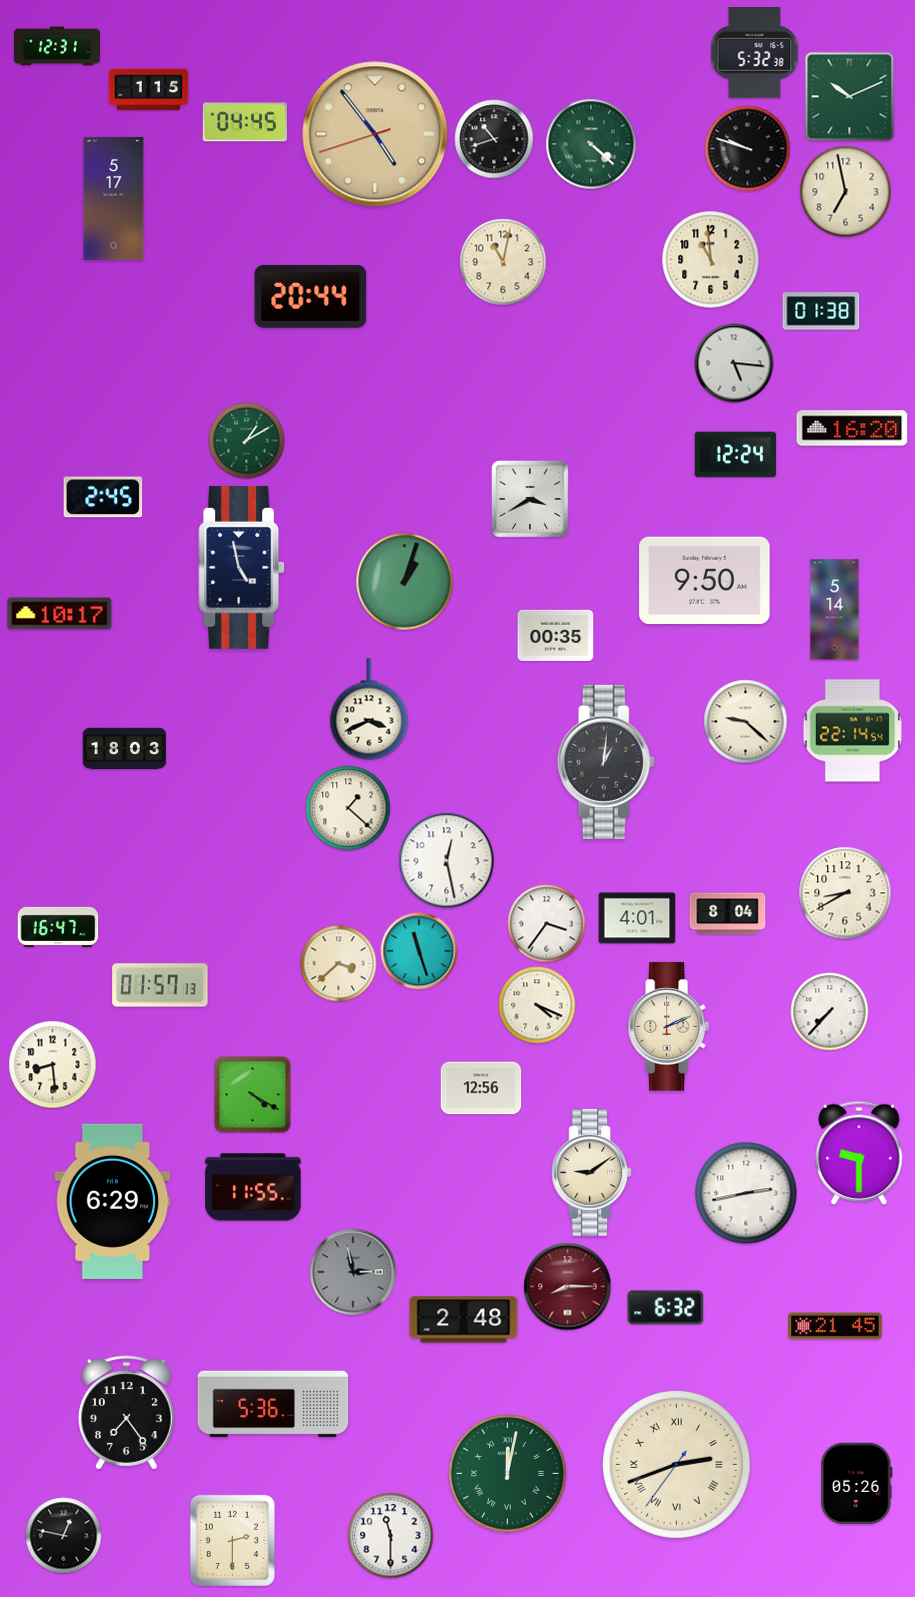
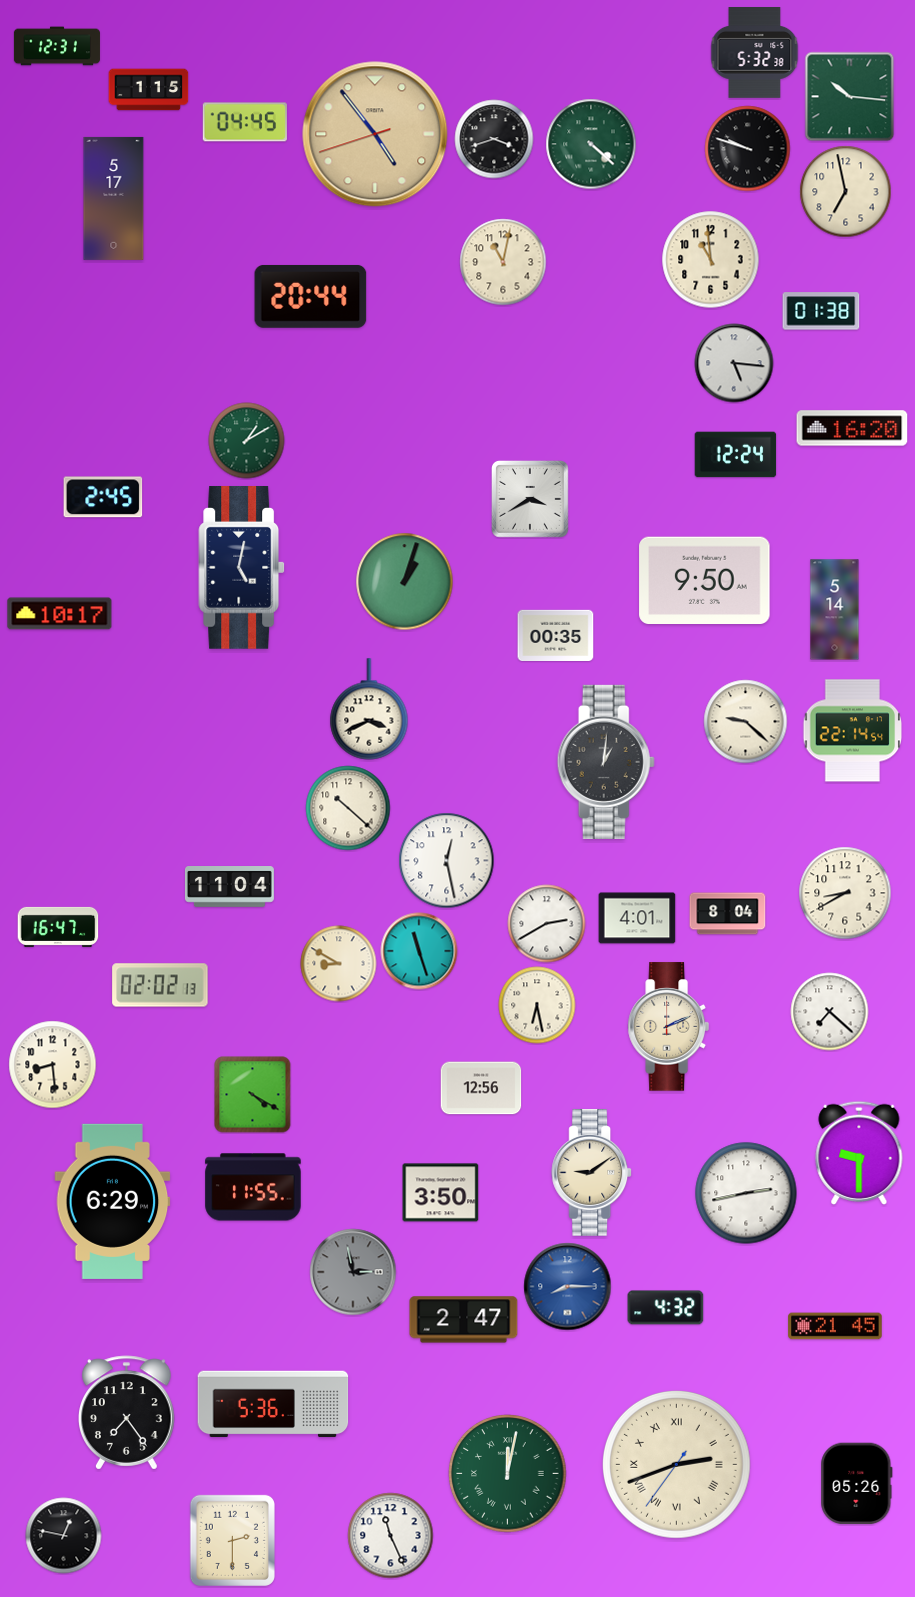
clock at (850, 97): 10:11 -> 10:16
clock at (494, 139): 10:42 -> 3:42
clock at (242, 568): 4:58 -> 5:02
clock at (125, 749): 18:03 -> none
clock at (348, 808): 1:22 -> 10:22
clock at (229, 887): none -> 11:04
clock at (547, 924): 3:36 -> 2:40
clock at (339, 964): 3:38 -> 8:50
clock at (160, 985): 01:57 -> 02:02
clock at (537, 1005): 4:19 -> 6:28
clock at (830, 1012): 7:37 -> 7:22
clock at (441, 1193): none -> 3:50
clock at (568, 1287) dial: burgundy -> blue
clock at (666, 1308): 6:32 -> 4:32
clock at (464, 1320): 2:48 -> 2:47
clock at (391, 1536): 11:30 -> 11:26
